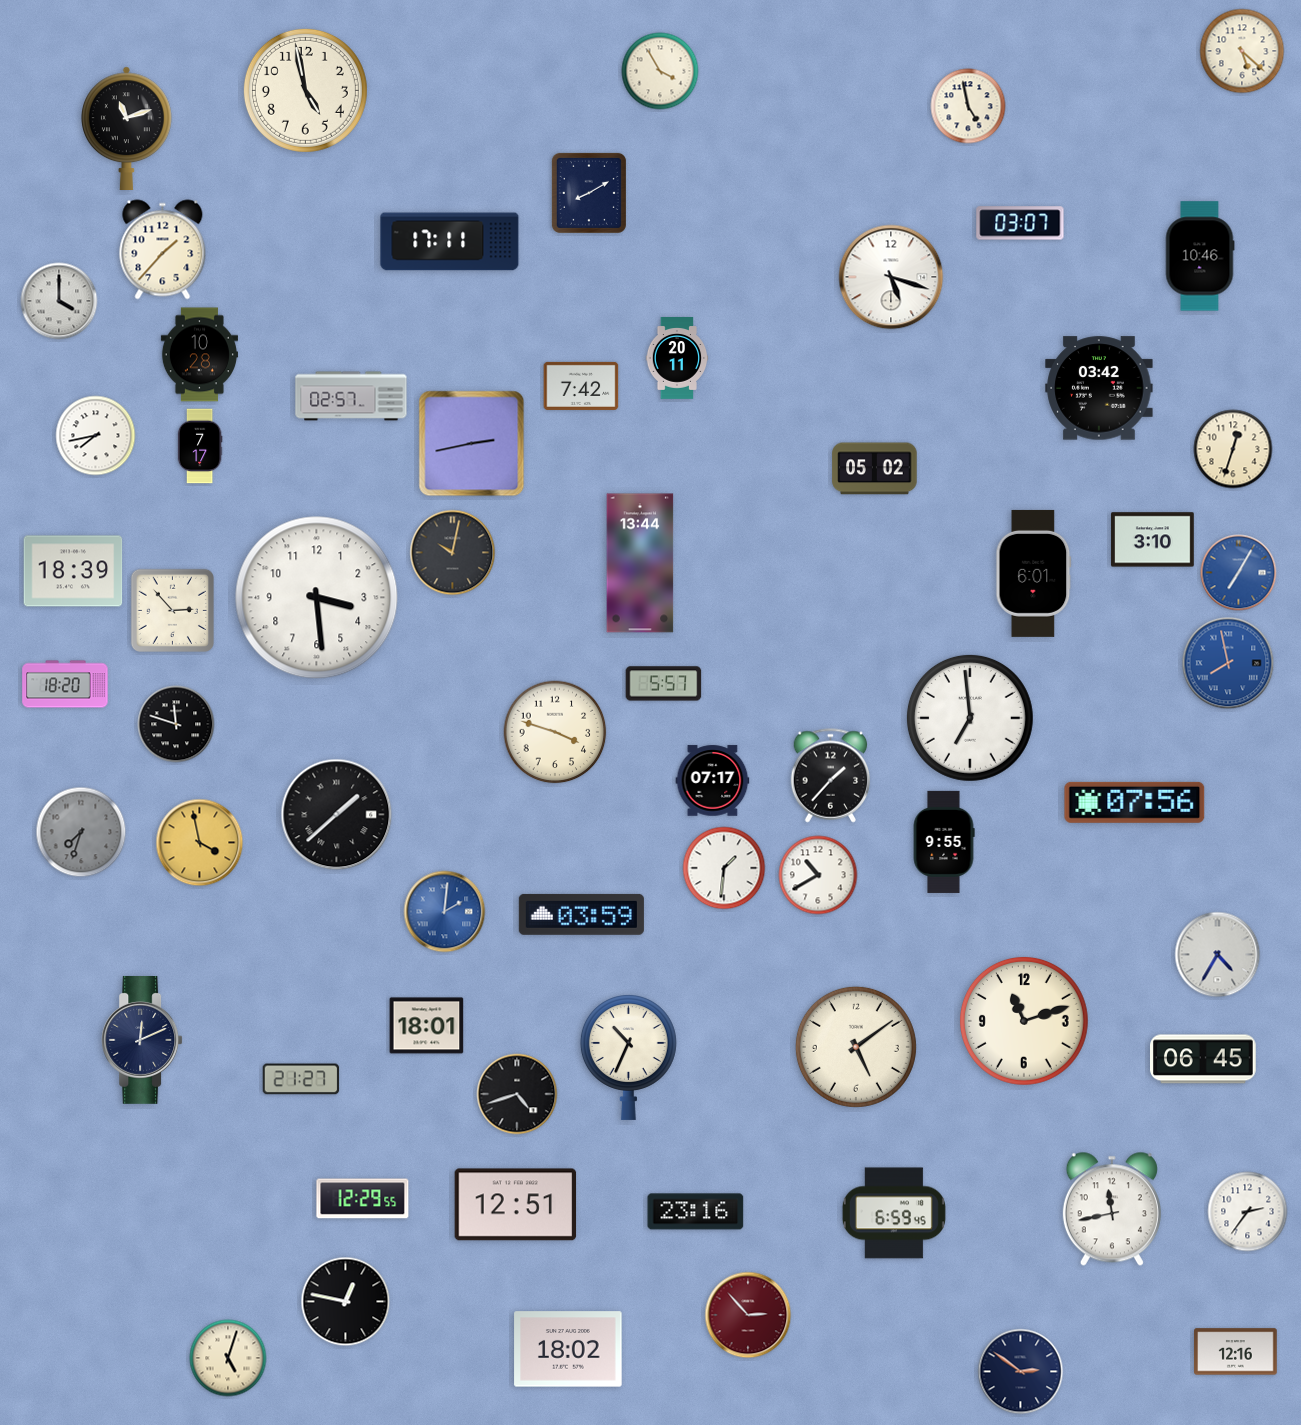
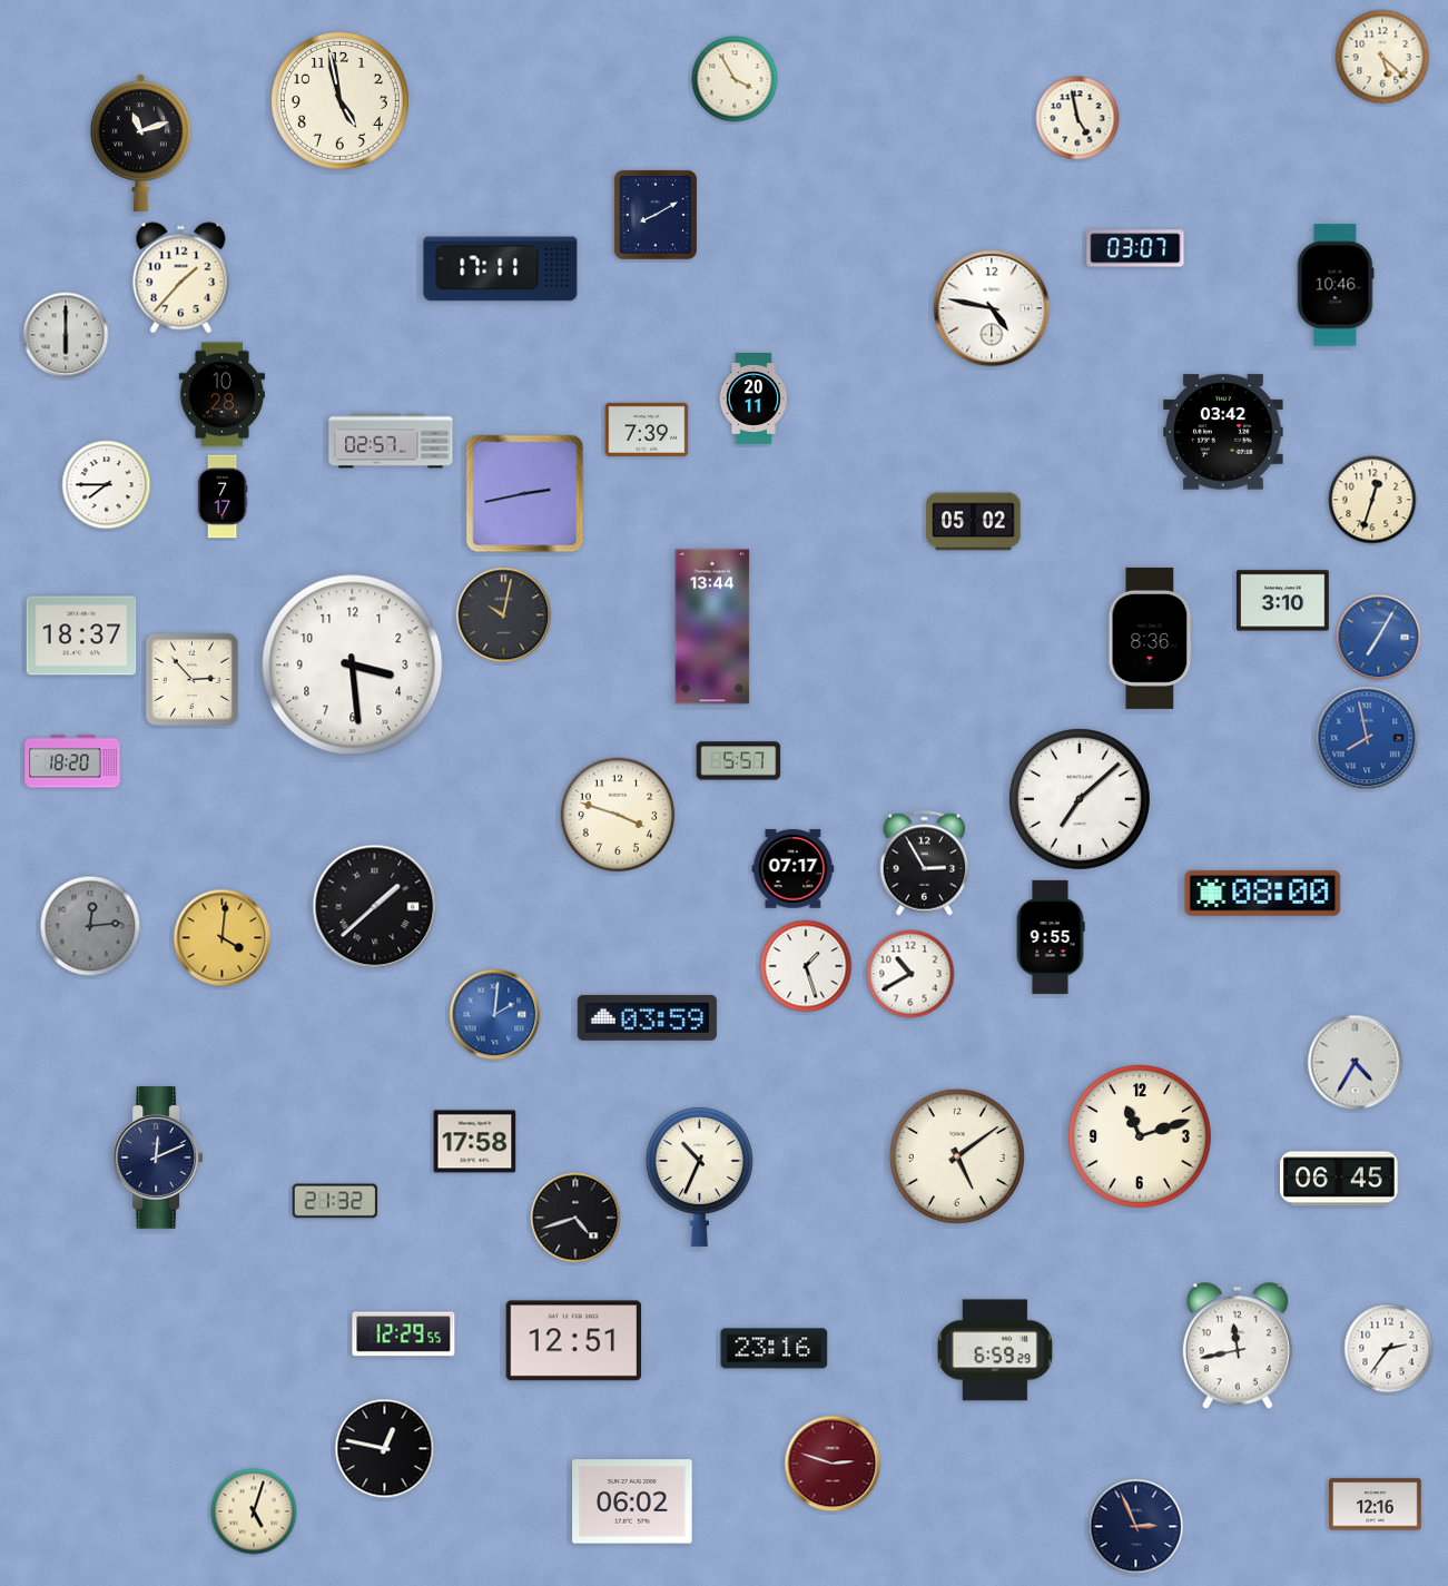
clock at (891, 277): 5:18 -> 4:47
clock at (59, 301): 4:00 -> 6:00
clock at (581, 386): 7:42 -> 7:39
clock at (96, 436): 7:43 -> 7:45
clock at (73, 571): 18:39 -> 18:37
clock at (1034, 573): 6:01 -> 8:36
clock at (970, 718): 6:59 -> 7:08
clock at (176, 724): 11:48 -> none
clock at (831, 776): 1:37 -> 2:55
clock at (1135, 802): 07:56 -> 08:00
clock at (81, 832): 7:33 -> 12:14
clock at (200, 843): 3:58 -> 4:01
clock at (724, 868): 1:31 -> 1:27
clock at (427, 1026): 18:01 -> 17:58
clock at (856, 1047) position: (856, 1047) -> (957, 1156)
clock at (301, 1079): 21:27 -> 21:32
clock at (894, 1213): 6:59:45 -> 6:59:29
clock at (748, 1315): 2:53 -> 2:48
clock at (568, 1349): 18:02 -> 06:02
clock at (1021, 1372): 2:51 -> 2:56
